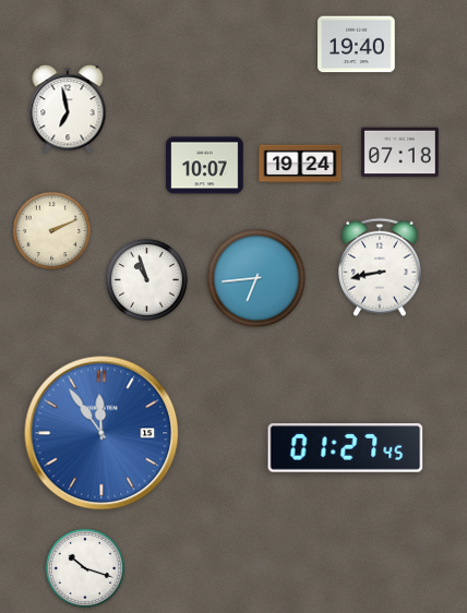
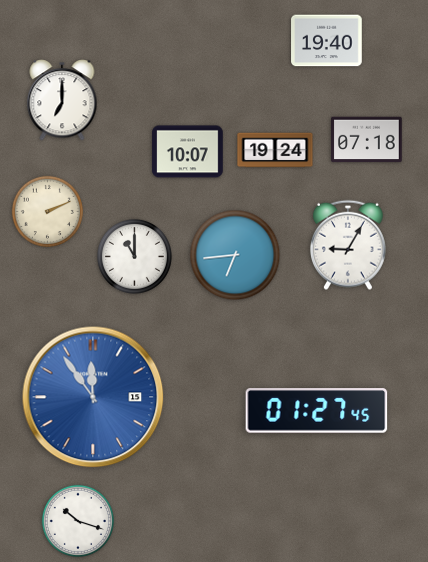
clock at (68, 109): 6:58 -> 7:00
clock at (380, 267): 8:43 -> 9:05
clock at (146, 279): 10:57 -> 11:00
